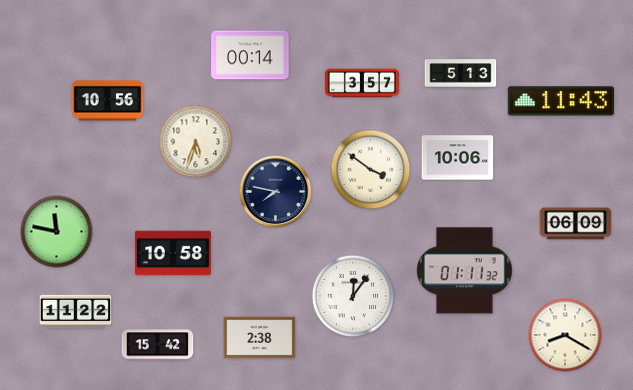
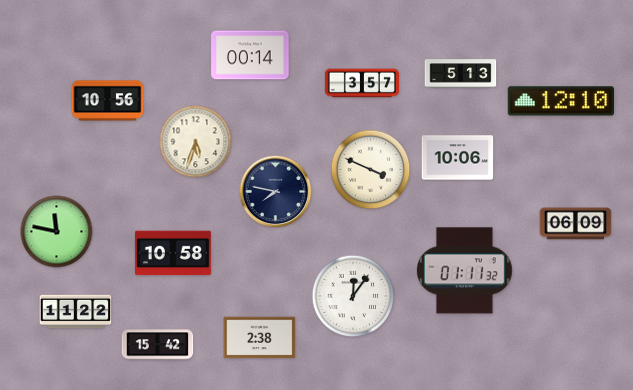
clock at (560, 101): 11:43 -> 12:10
clock at (371, 170): 3:51 -> 3:49
clock at (565, 335): 8:20 -> none
